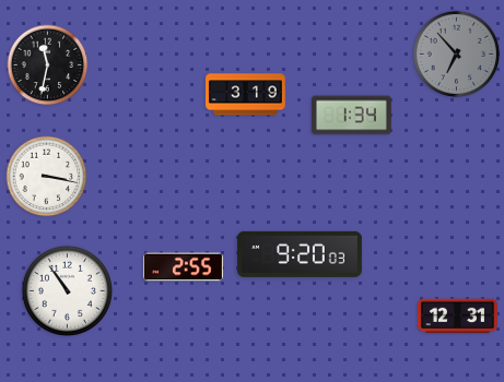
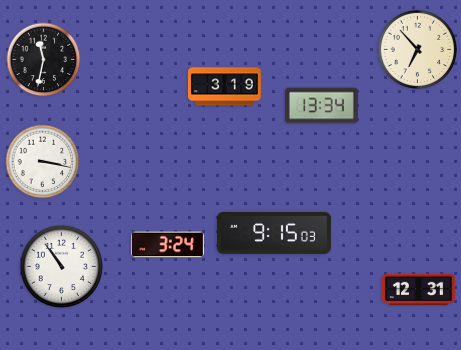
clock at (457, 55) dial: grey -> cream
clock at (351, 116): 1:34 -> 13:34
clock at (300, 254): 9:20 -> 9:15
clock at (183, 267): 2:55 -> 3:24
